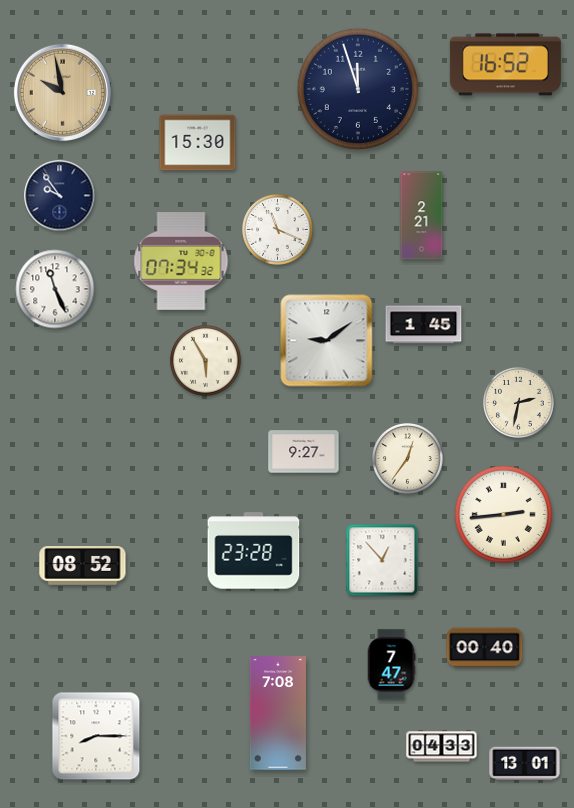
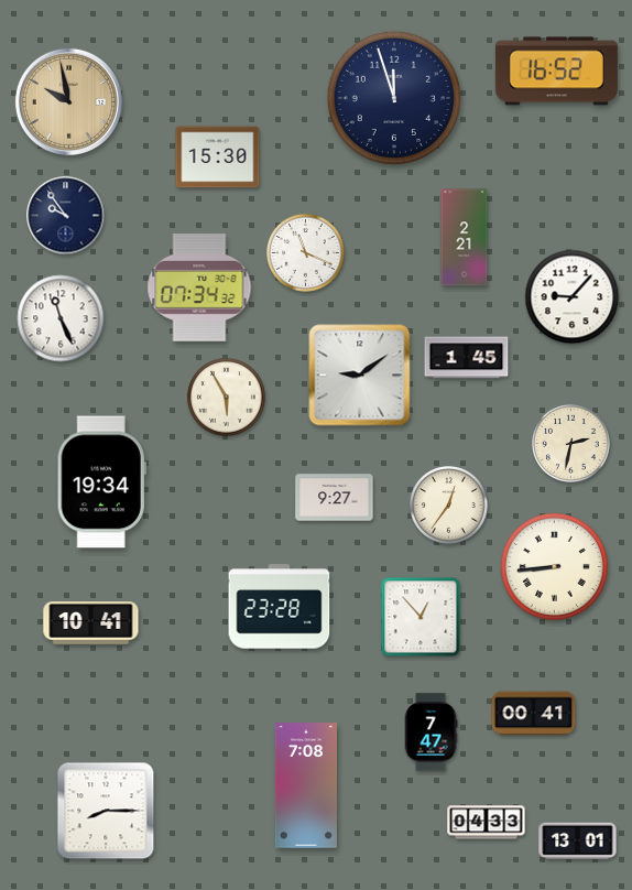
clock at (573, 297): none -> 9:07
clock at (101, 482): none -> 19:34
clock at (503, 514): 2:44 -> 8:44
clock at (83, 566): 08:52 -> 10:41
clock at (485, 648): 00:40 -> 00:41
